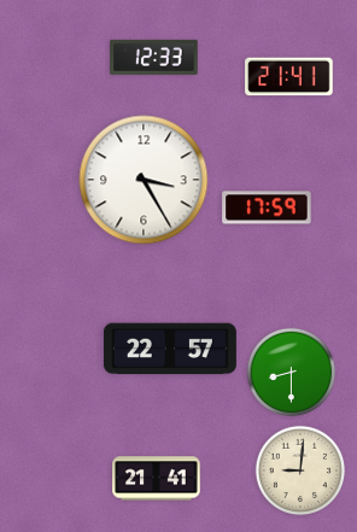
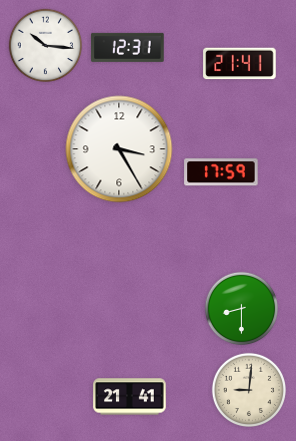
clock at (46, 46): none -> 10:16
clock at (154, 57): 12:33 -> 12:31
clock at (170, 349): 22:57 -> none
